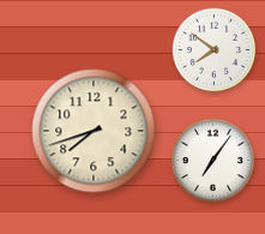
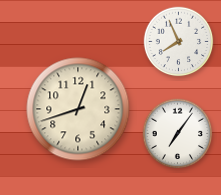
clock at (215, 50): 7:51 -> 7:56
clock at (94, 131): 7:42 -> 12:42
